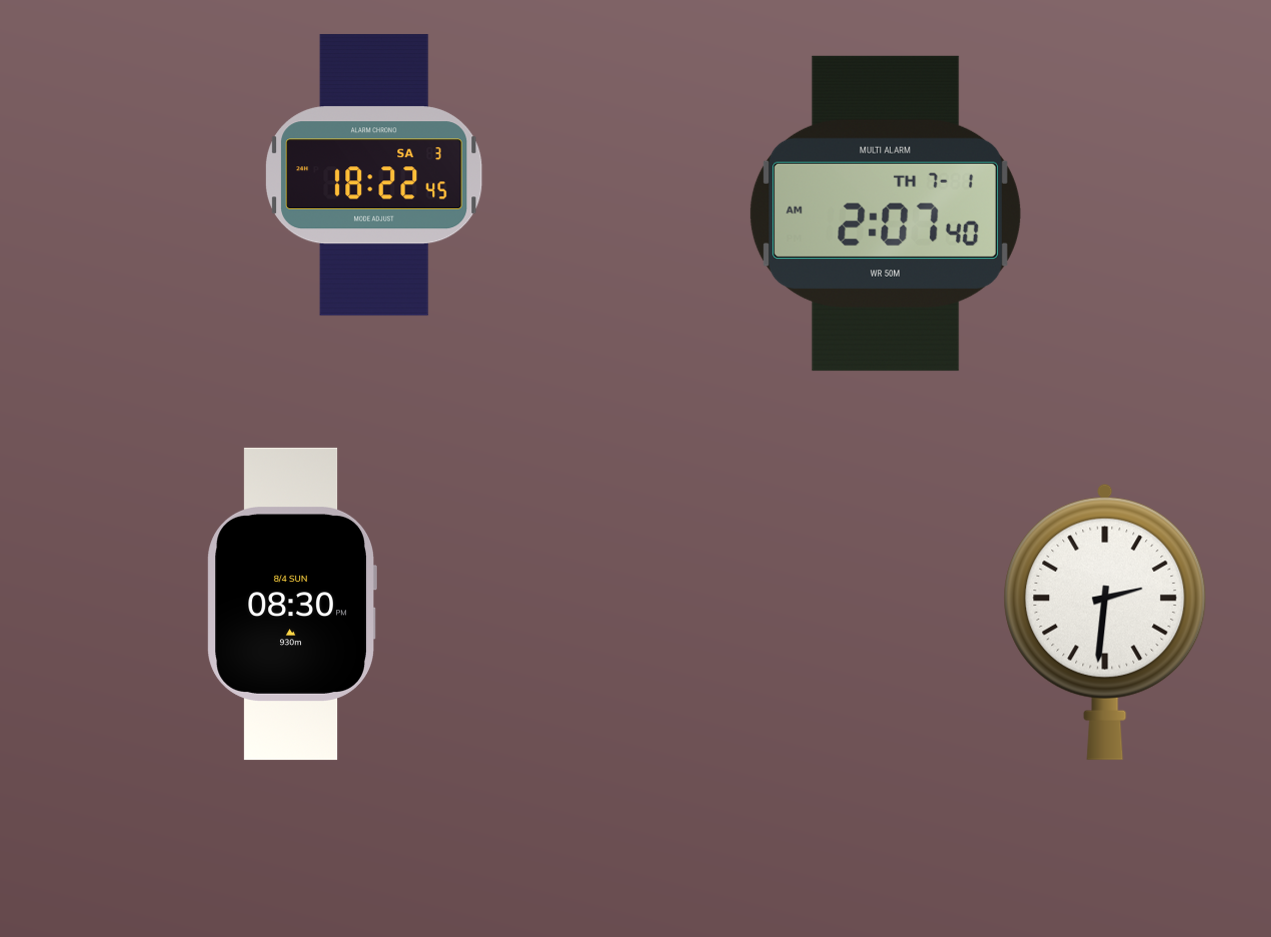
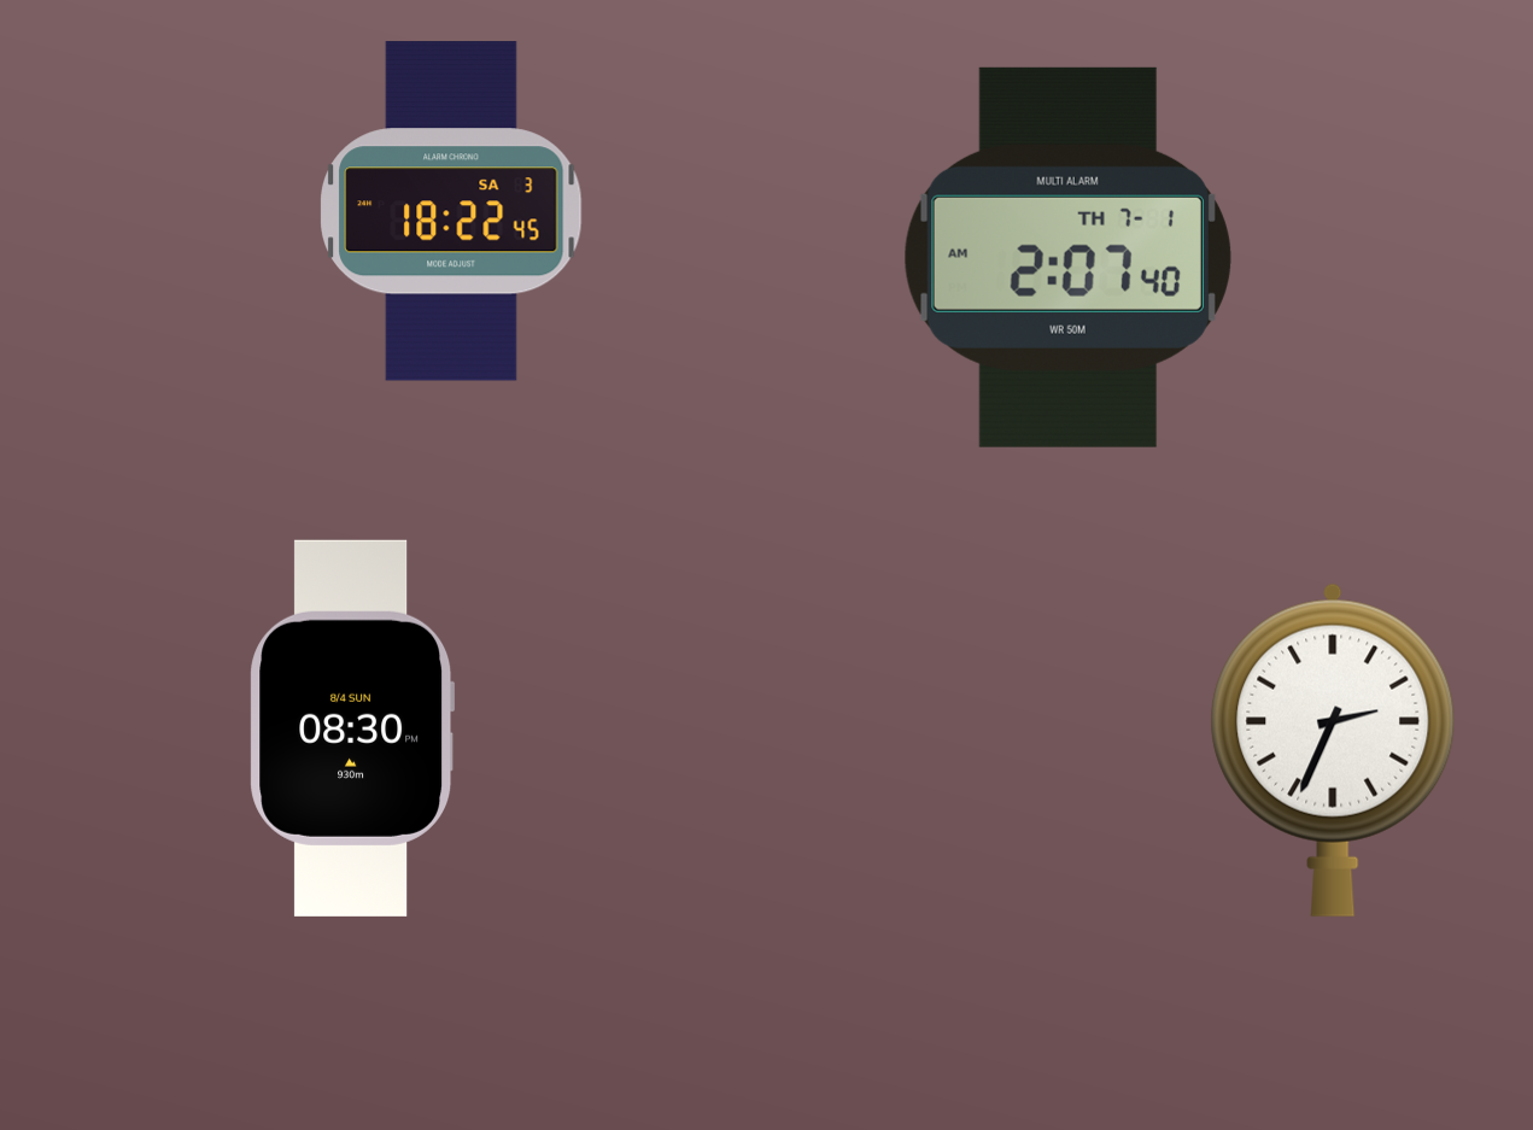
clock at (1105, 622): 2:31 -> 2:34
